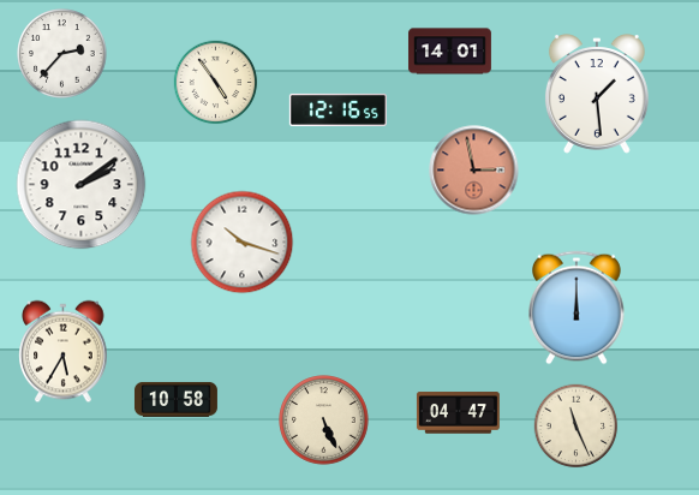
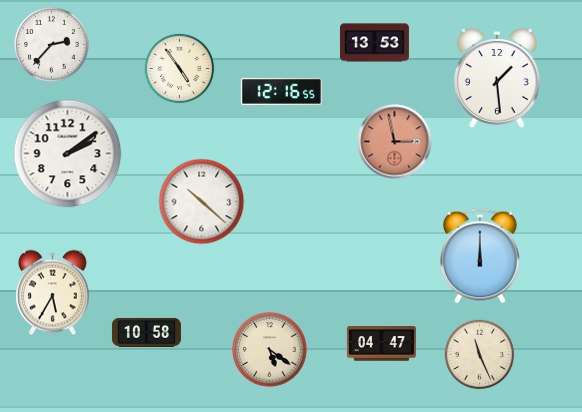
clock at (449, 52): 14:01 -> 13:53
clock at (243, 243): 10:18 -> 10:22
clock at (324, 421): 5:26 -> 5:21
